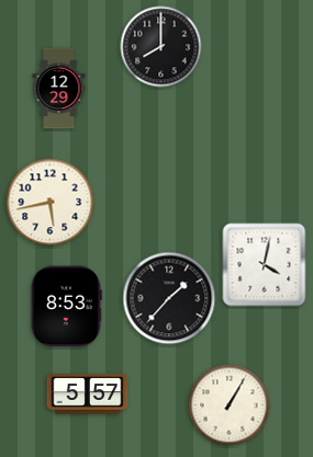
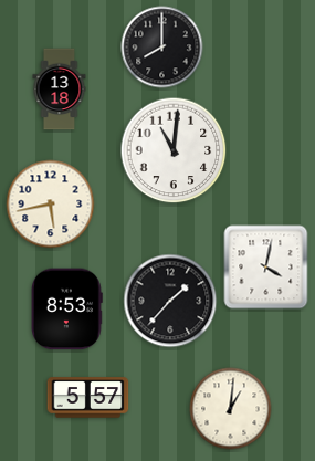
clock at (59, 89): 12:29 -> 13:18
clock at (174, 150): none -> 11:01
clock at (230, 405): 1:05 -> 1:01
